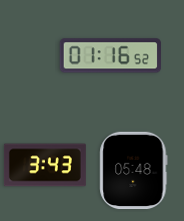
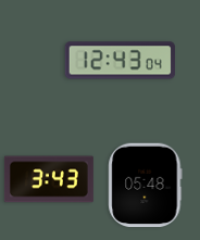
clock at (110, 56): 01:16 -> 12:43
